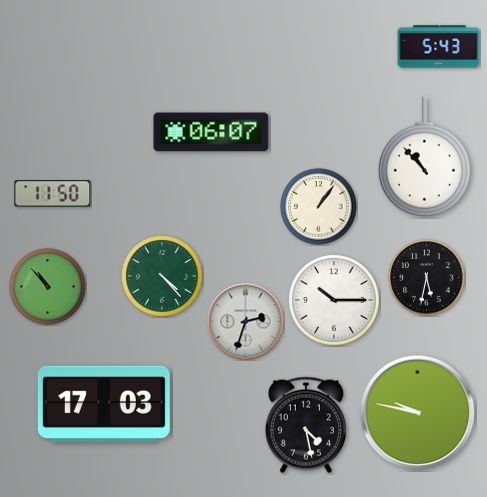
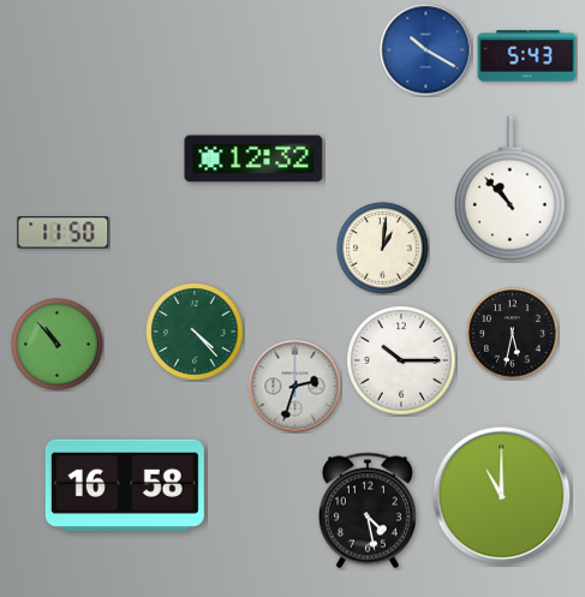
clock at (426, 50): none -> 10:20
clock at (211, 132): 06:07 -> 12:32
clock at (319, 207): 1:06 -> 1:01
clock at (104, 404): 17:03 -> 16:58
clock at (418, 413): 9:47 -> 11:00
